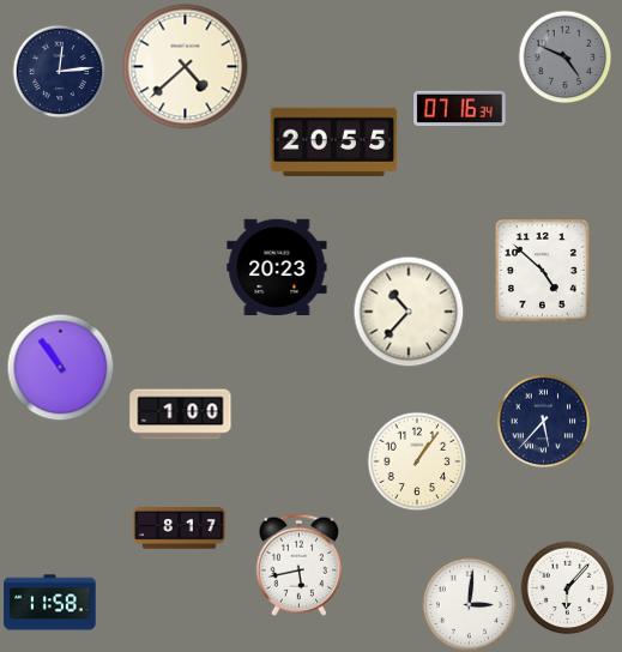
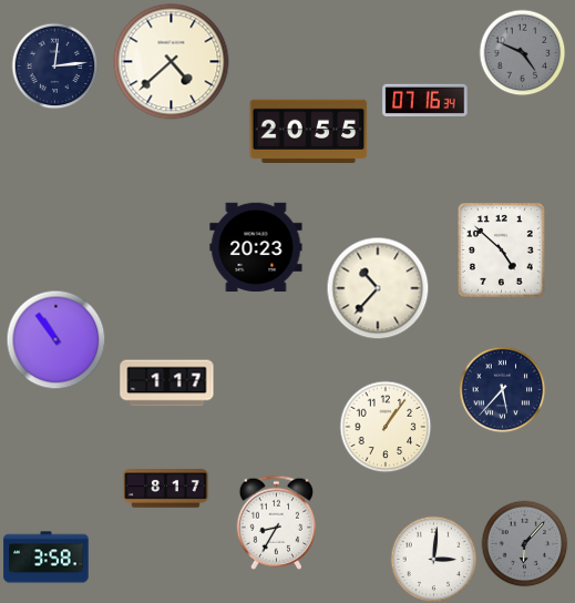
clock at (181, 415): 1:00 -> 1:17
clock at (300, 565): 5:43 -> 8:35
clock at (567, 587) dial: white -> grey
clock at (50, 603): 11:58 -> 3:58
